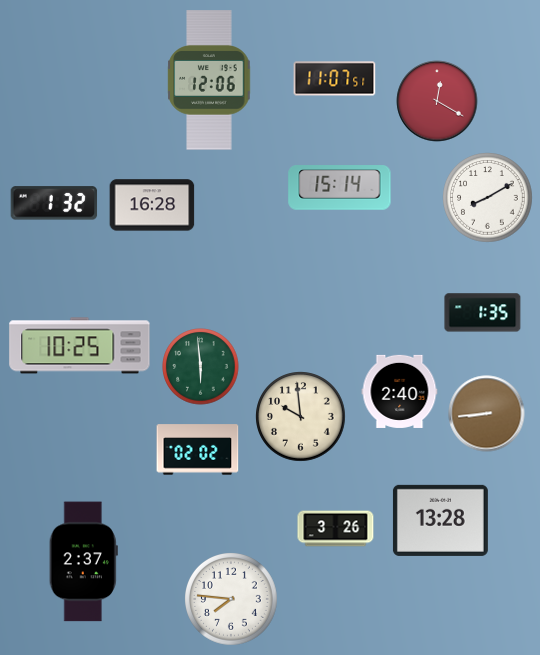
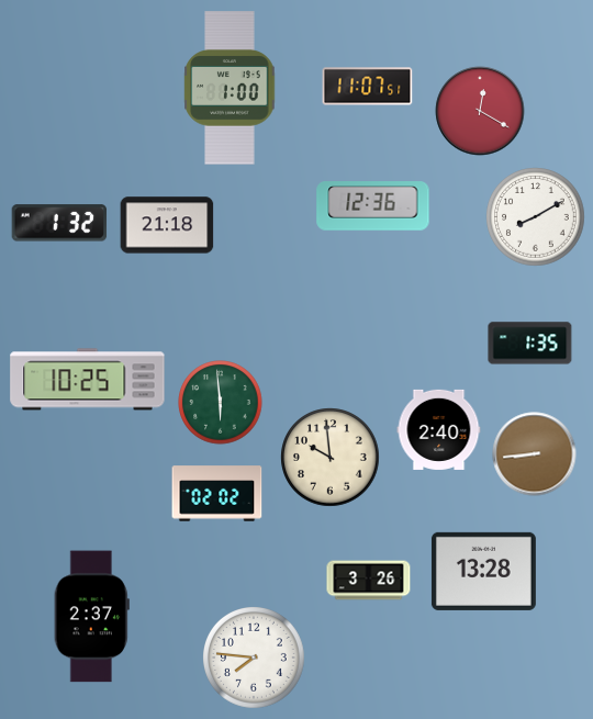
clock at (209, 80): 12:06 -> 1:00
clock at (340, 188): 15:14 -> 12:36
clock at (152, 205): 16:28 -> 21:18
